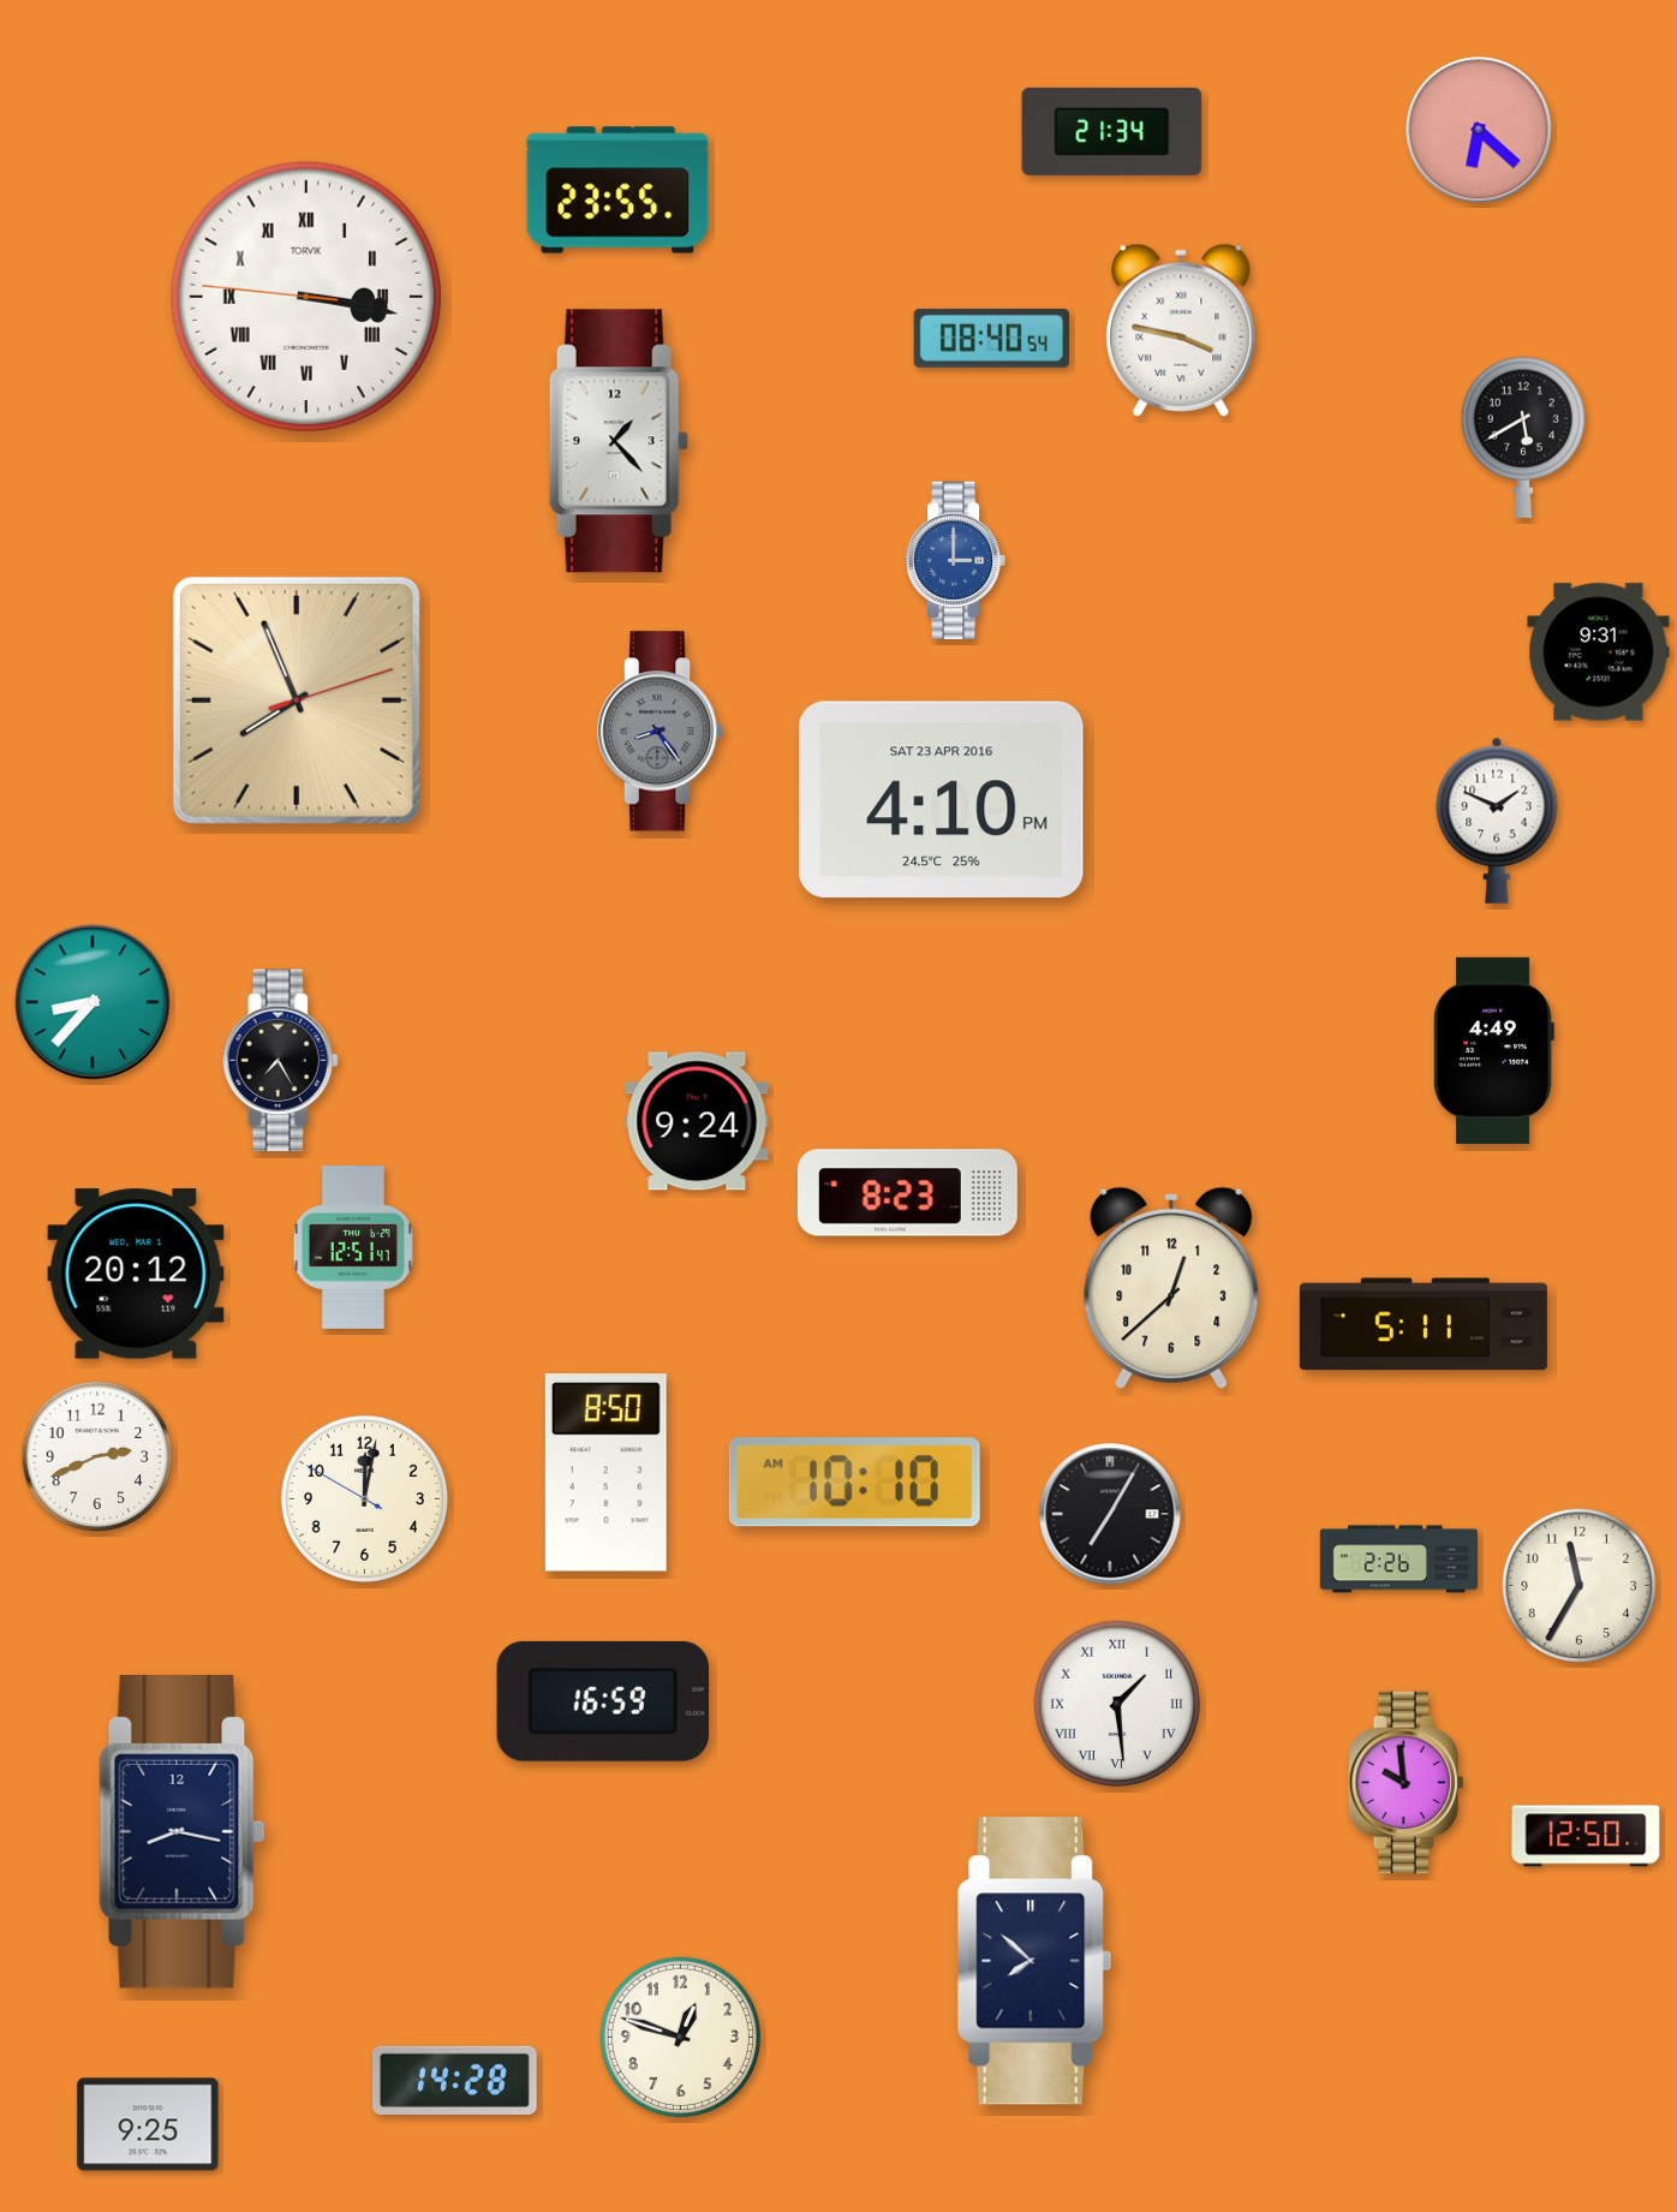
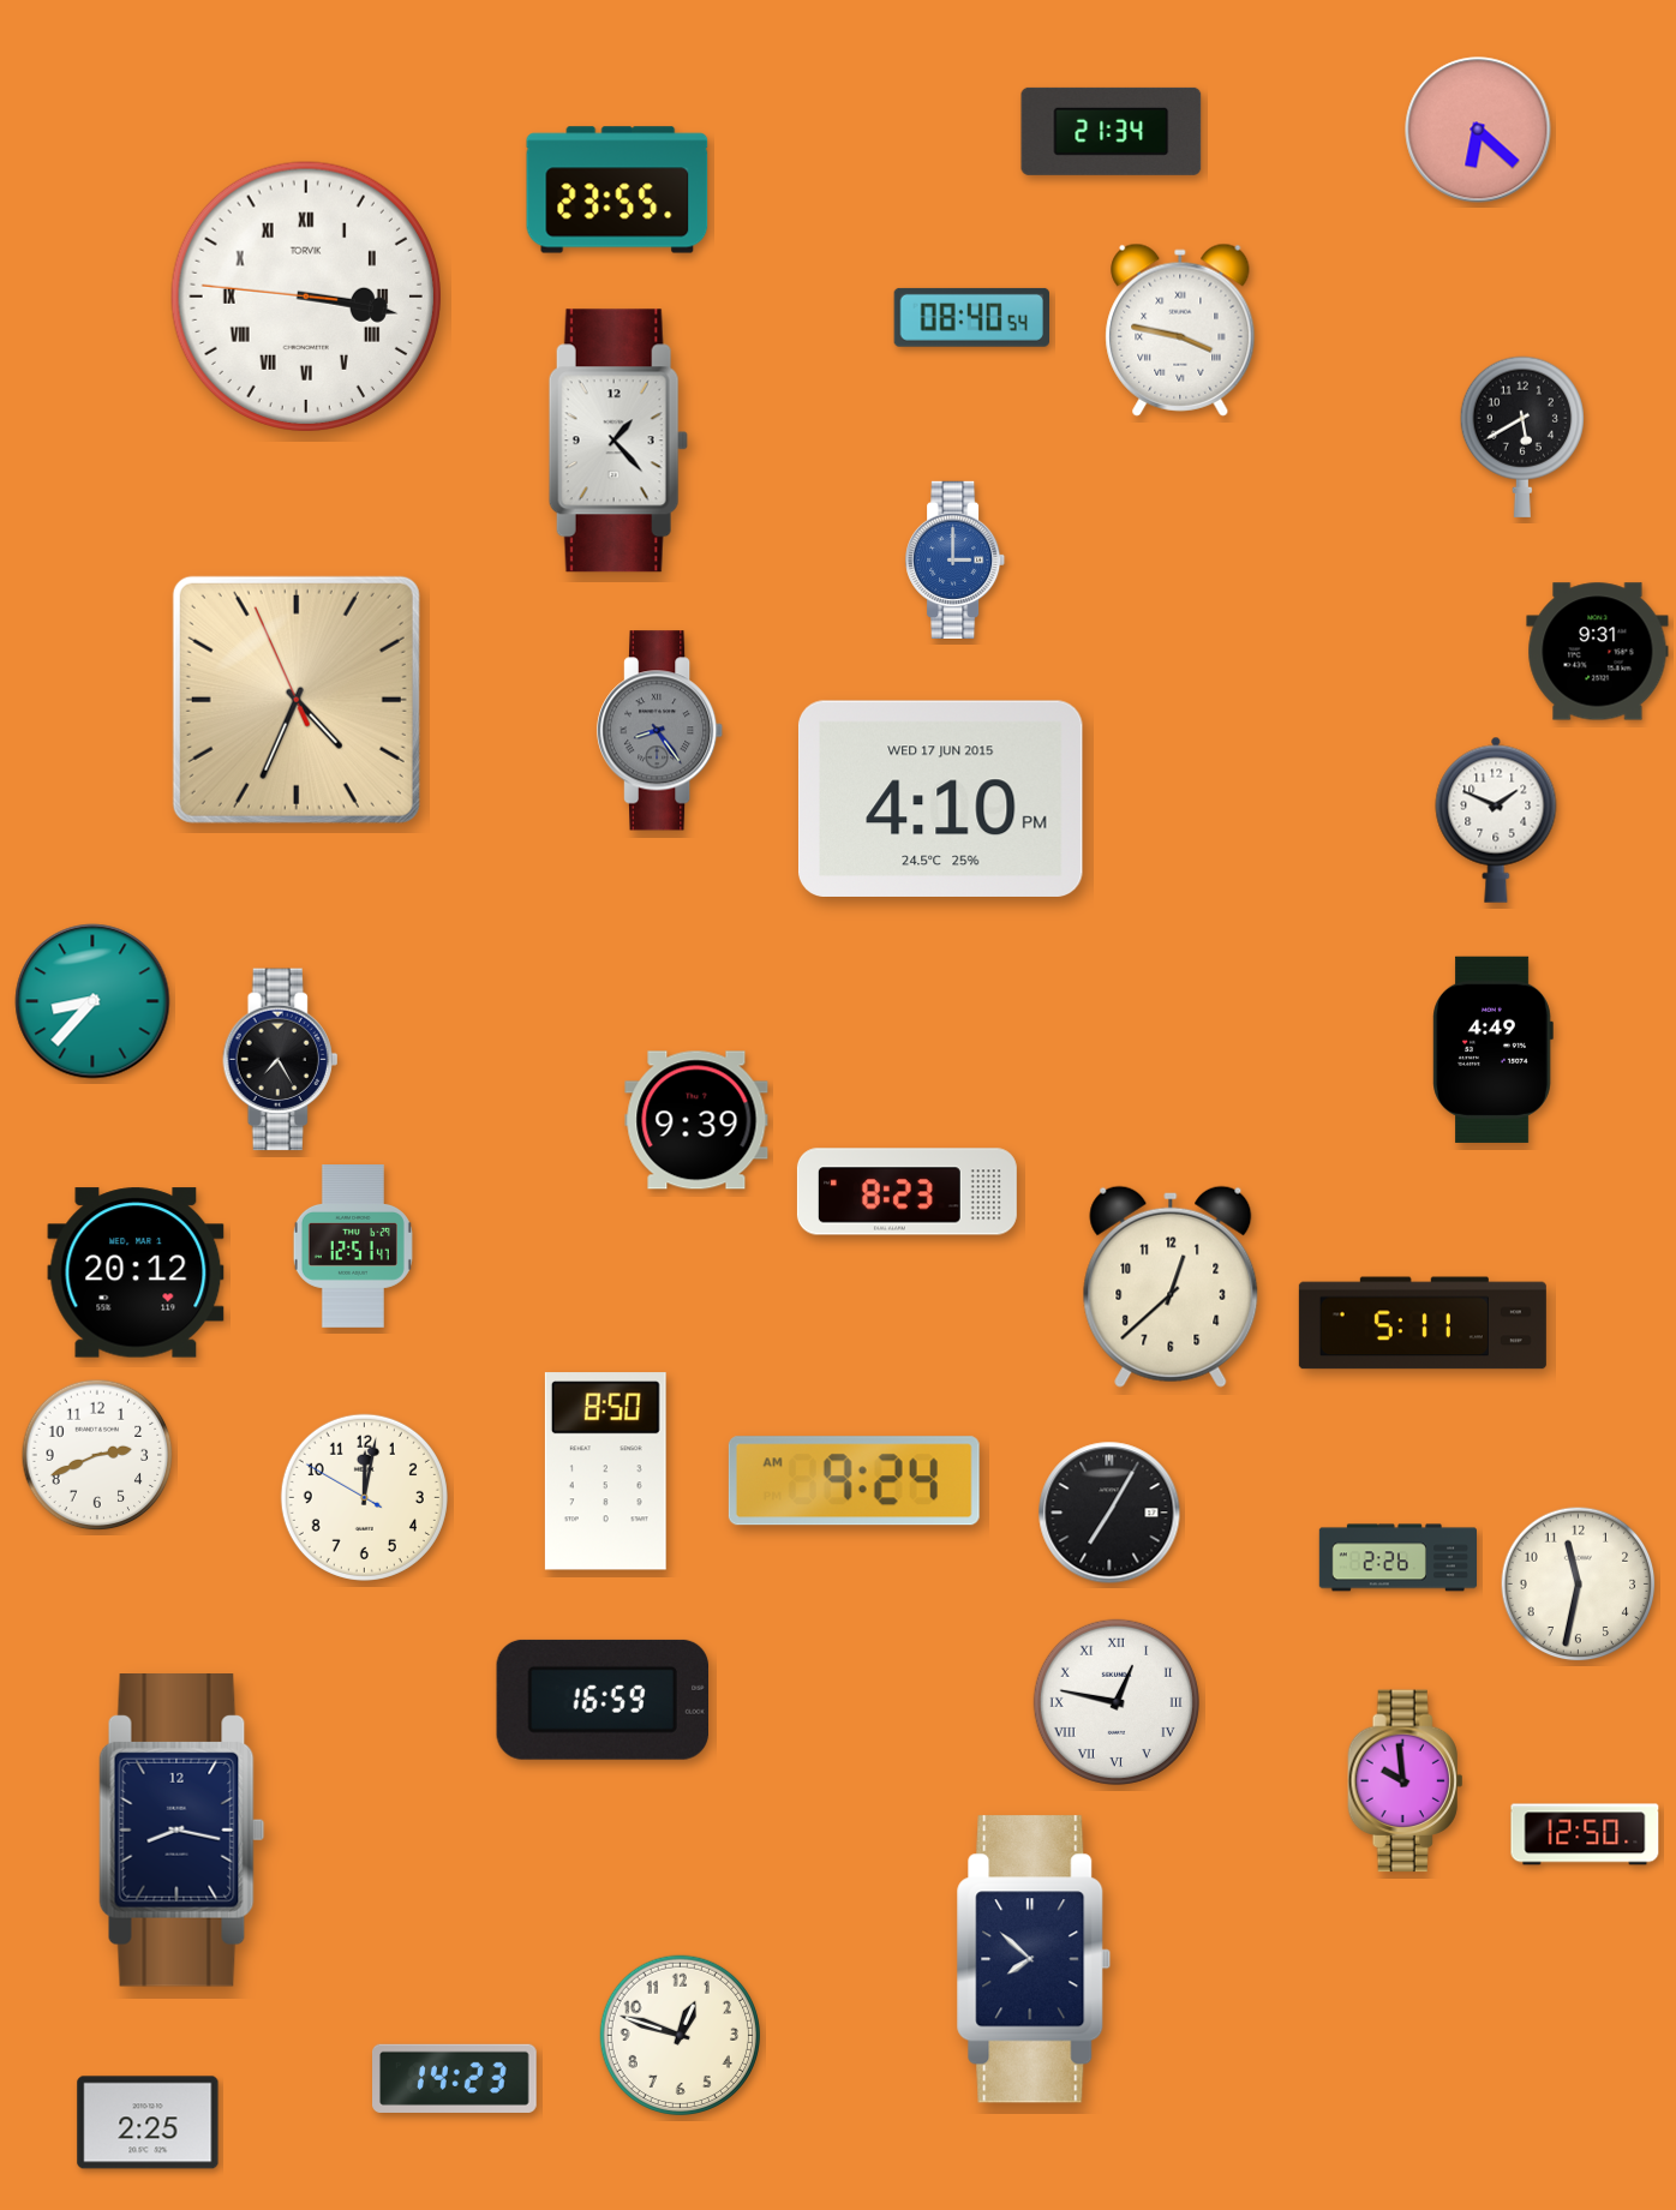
clock at (991, 338) position: (991, 338) -> (971, 317)
clock at (297, 700): 7:56 -> 4:33
clock at (941, 799) date: SAT 23 APR 2016 -> WED 17 JUN 2015
clock at (697, 1121): 9:24 -> 9:39
clock at (854, 1483): 10:10 -> 9:24
clock at (1580, 1586): 11:35 -> 11:32
clock at (1117, 1704): 1:29 -> 12:47
clock at (455, 2080): 14:28 -> 14:23
clock at (148, 2124): 9:25 -> 2:25
